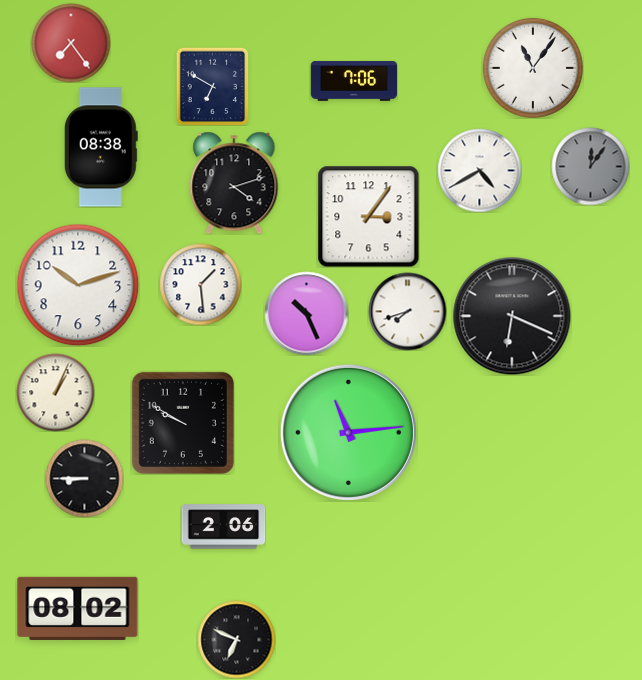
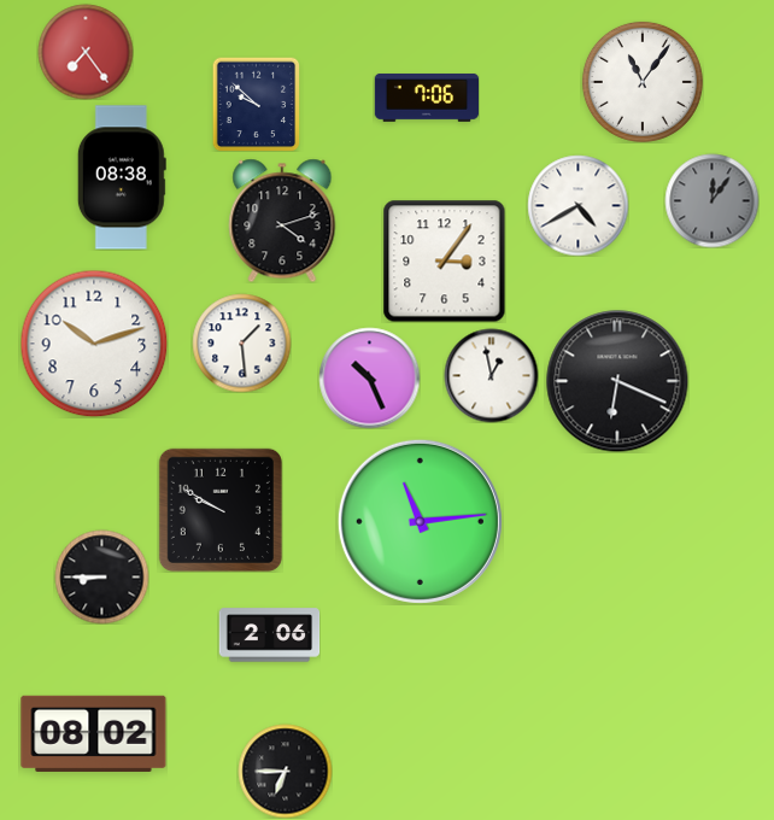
clock at (213, 86): 6:50 -> 9:52
clock at (407, 311): 7:42 -> 12:58
clock at (55, 392): 1:04 -> none
clock at (236, 639): 6:49 -> 6:45
